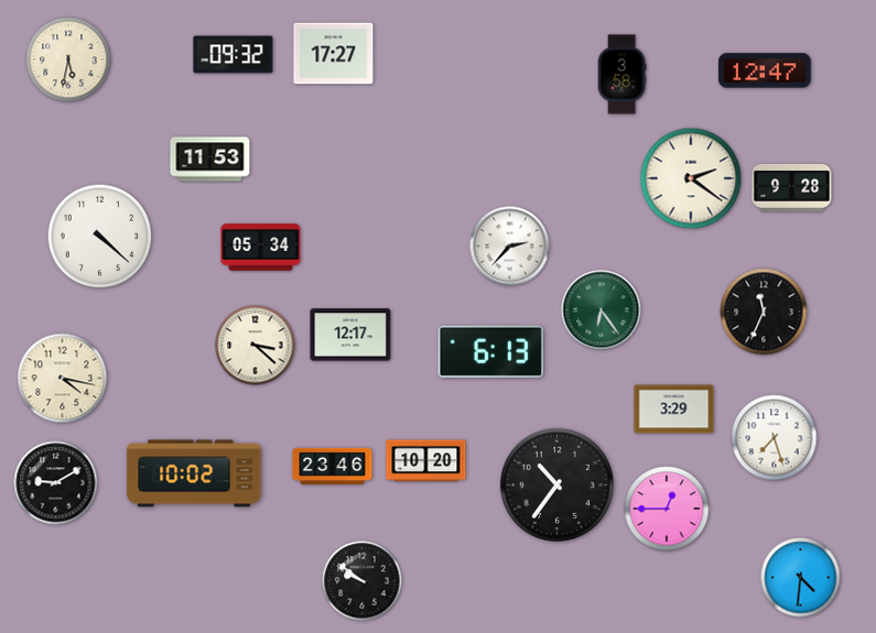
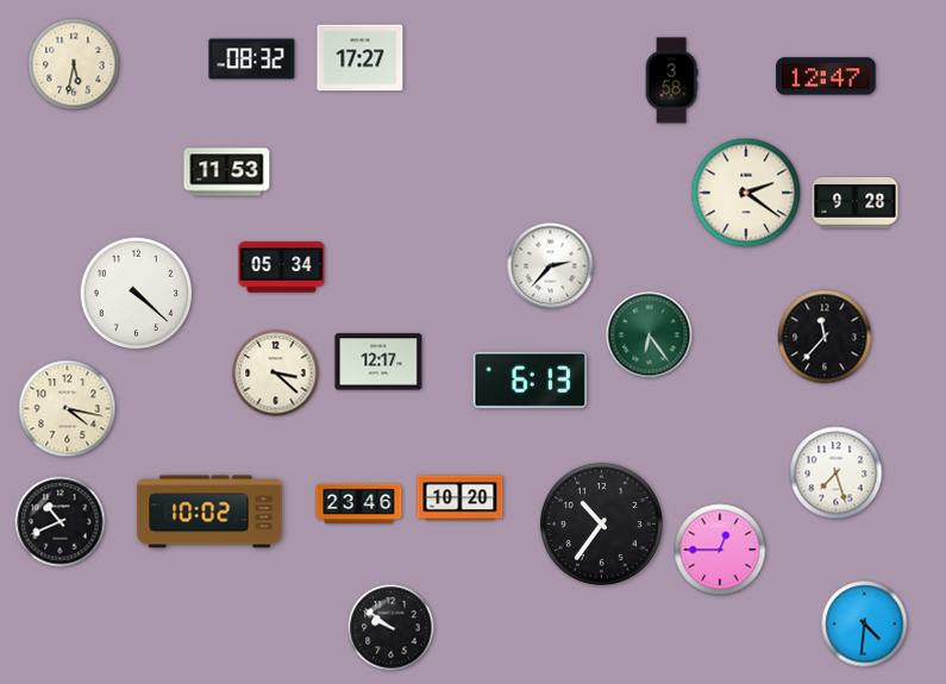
clock at (234, 55): 09:32 -> 08:32
clock at (100, 237) position: (100, 237) -> (137, 294)
clock at (764, 312): 11:34 -> 11:37
clock at (674, 410): 3:29 -> none
clock at (56, 483): 9:10 -> 10:41
